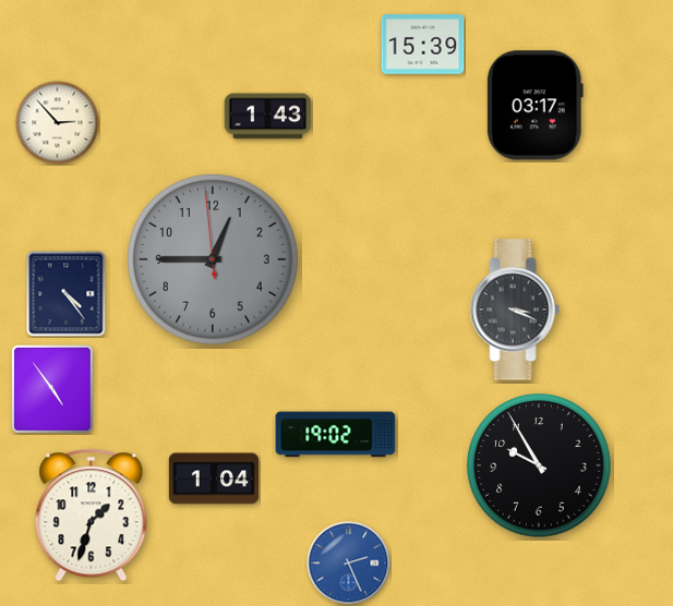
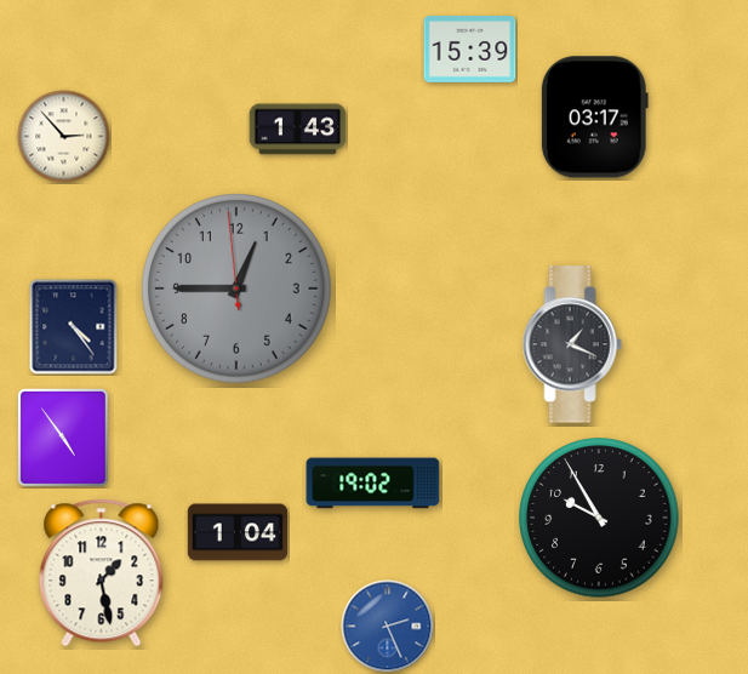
clock at (515, 310): 3:19 -> 1:19
clock at (52, 389) position: (52, 389) -> (63, 438)
clock at (92, 516): 1:33 -> 1:28
